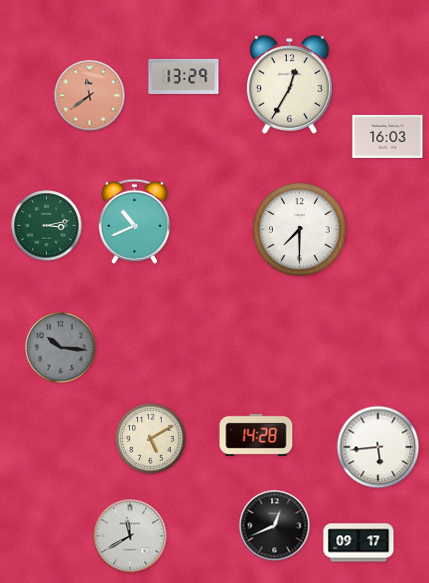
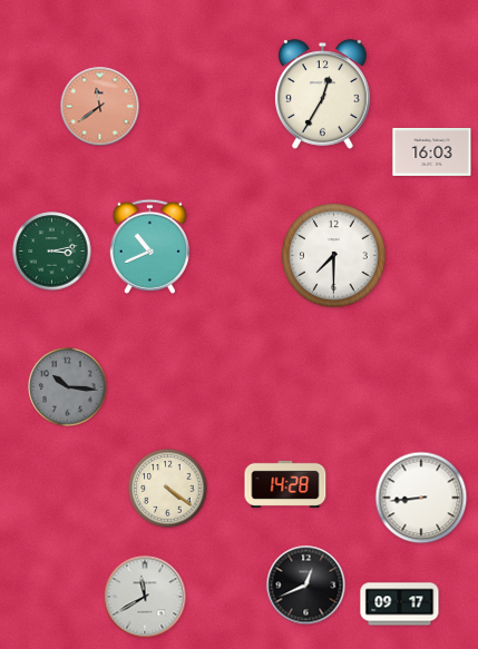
clock at (184, 76): 13:29 -> none
clock at (151, 439): 5:10 -> 4:21
clock at (378, 447): 5:44 -> 8:44
